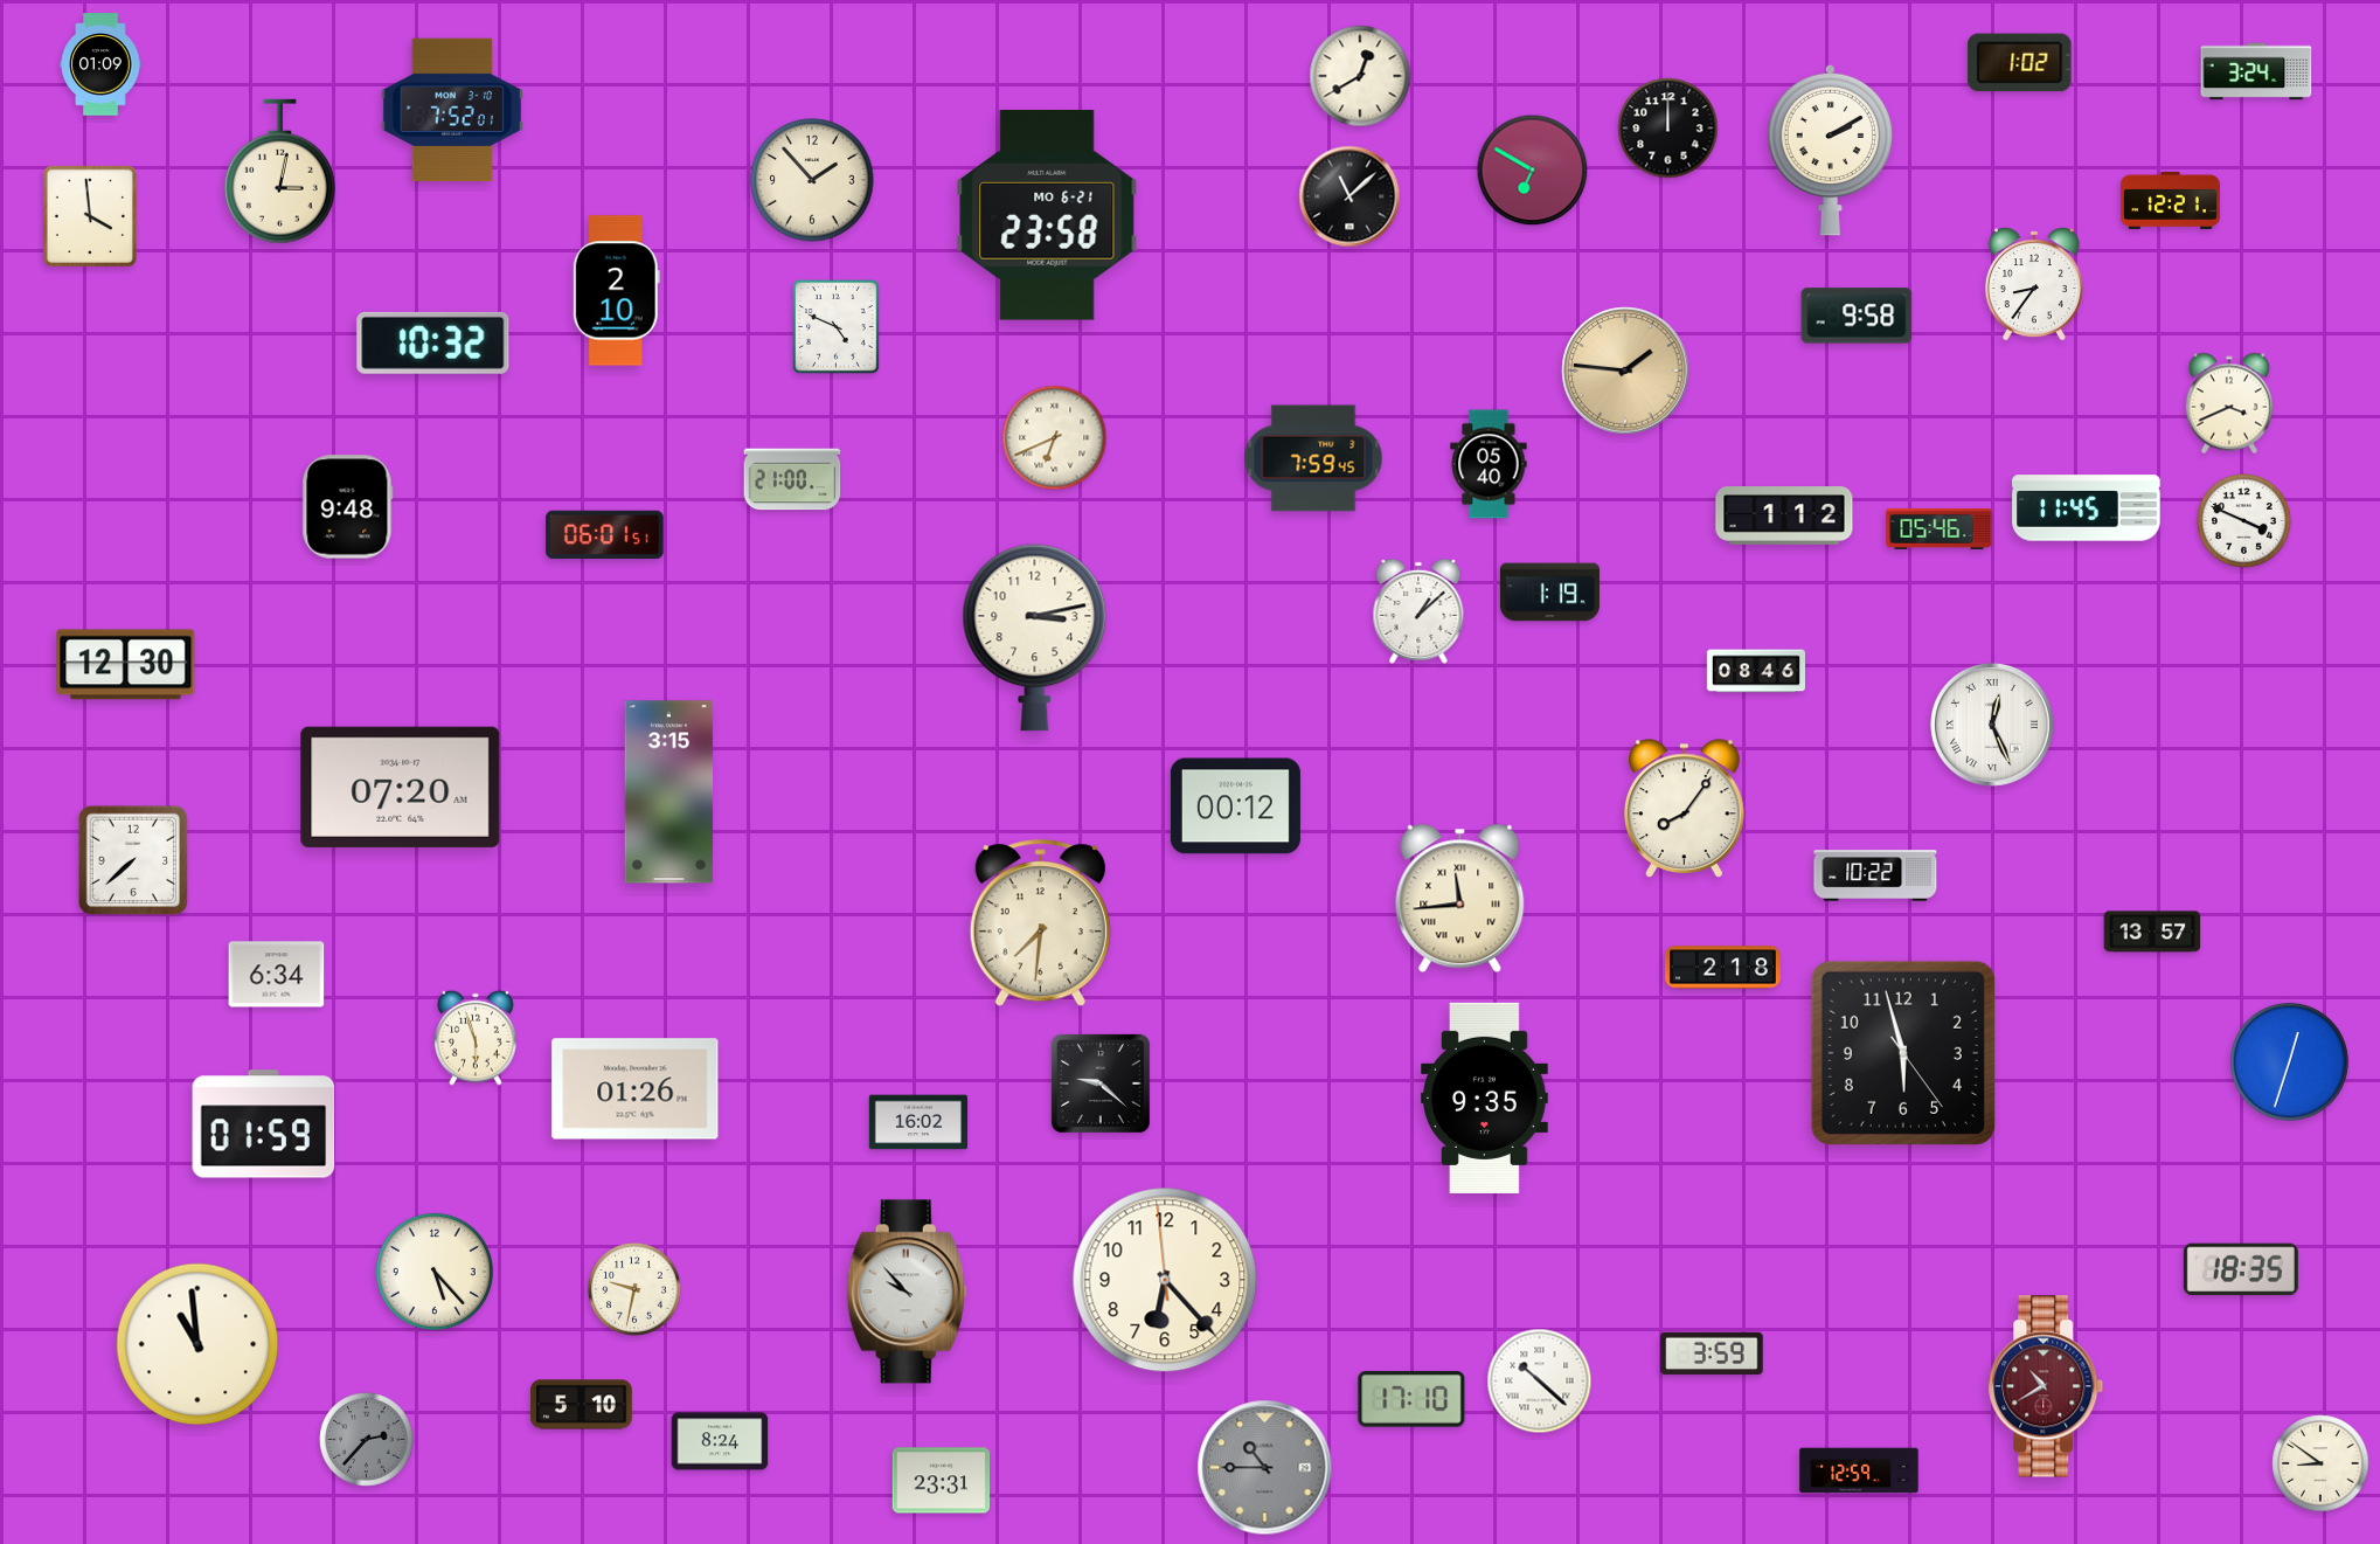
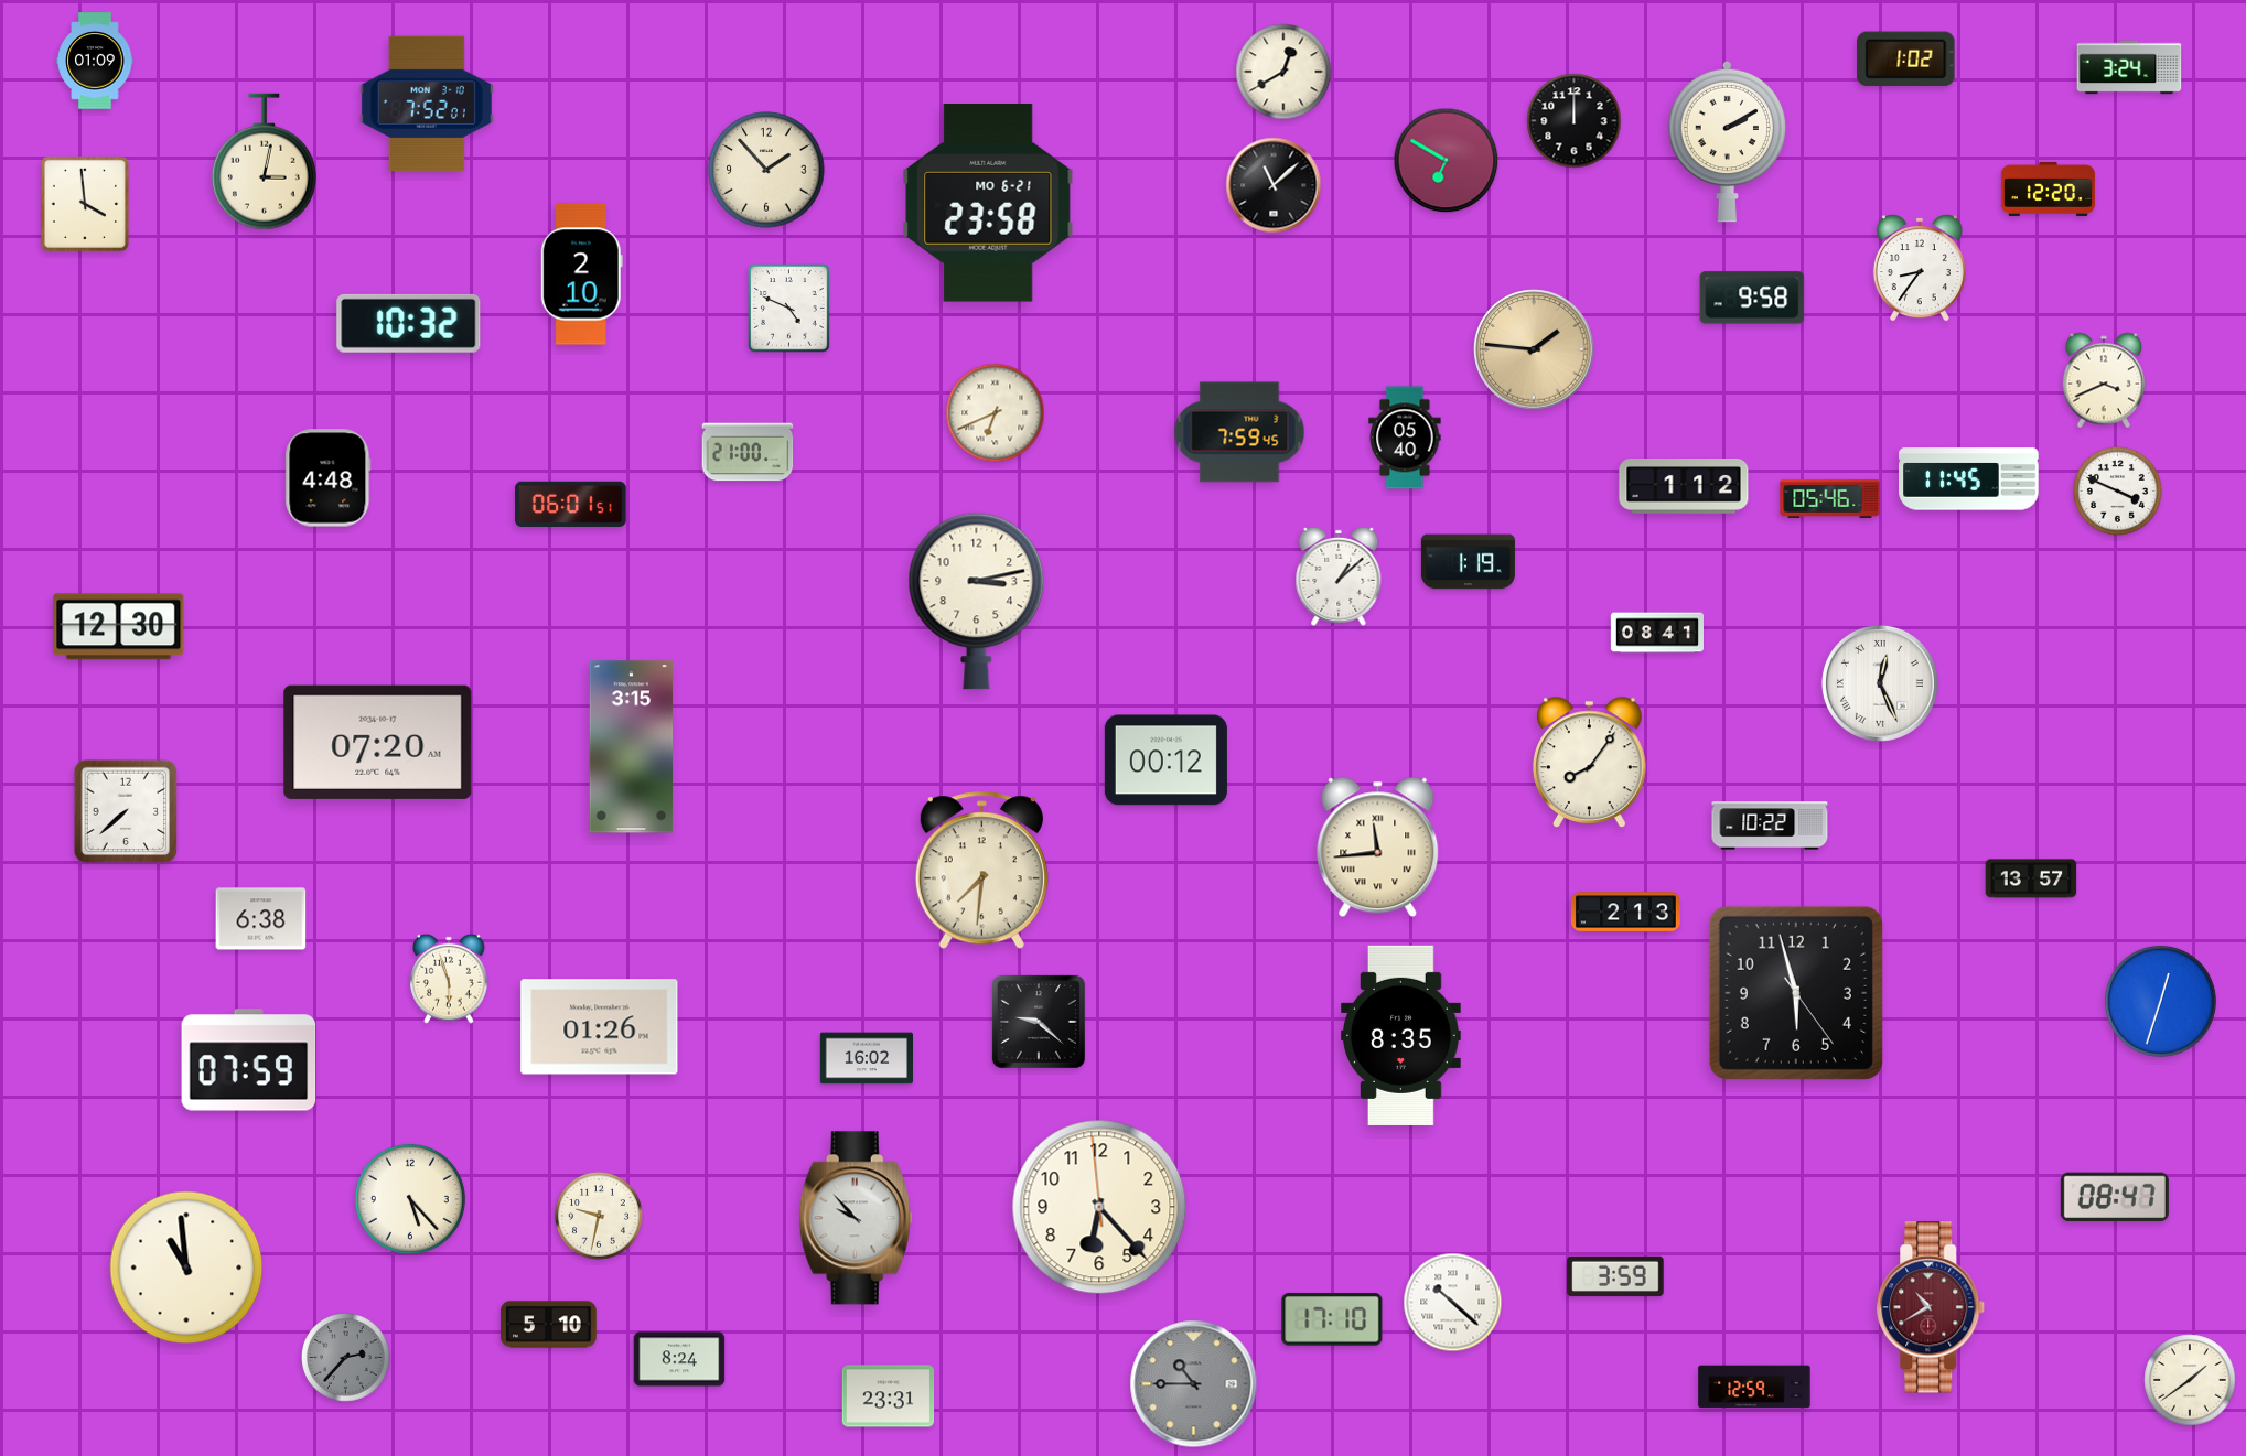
clock at (2170, 200): 12:21 -> 12:20
clock at (348, 507): 9:48 -> 4:48
clock at (1549, 593) position: (1549, 593) -> (1468, 562)
clock at (1756, 671): 08:46 -> 08:41
clock at (1722, 968): 2:18 -> 2:13
clock at (277, 975): 6:34 -> 6:38
clock at (1485, 1098): 9:35 -> 8:35
clock at (264, 1124): 01:59 -> 07:59
clock at (2241, 1269): 18:35 -> 08:47
clock at (2320, 1463): 8:51 -> 1:39
